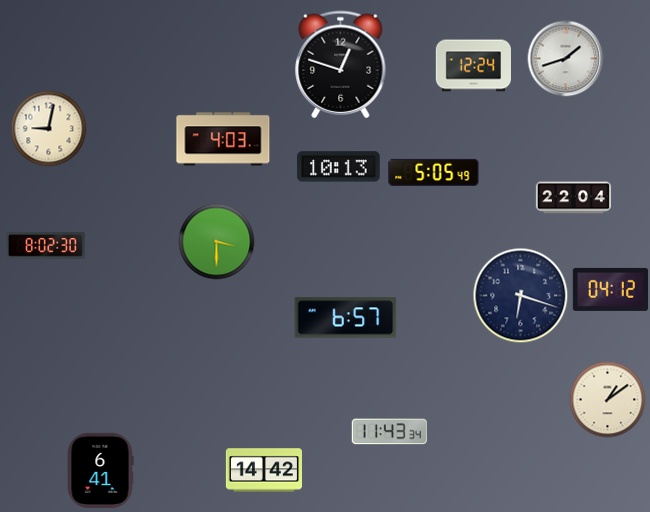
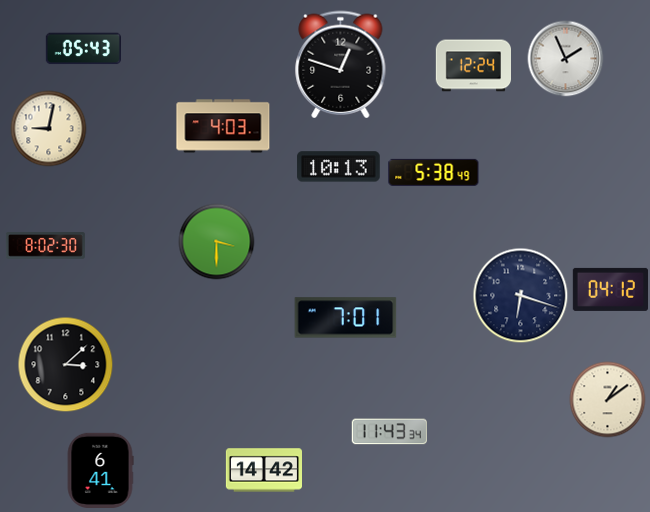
clock at (83, 49): none -> 05:43
clock at (566, 59): 1:42 -> 1:56
clock at (223, 139) position: (223, 139) -> (223, 126)
clock at (434, 172): 5:05 -> 5:38
clock at (574, 198): 22:04 -> none
clock at (346, 318): 6:57 -> 7:01
clock at (66, 365): none -> 3:08
